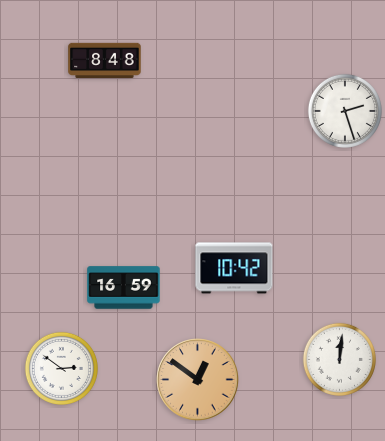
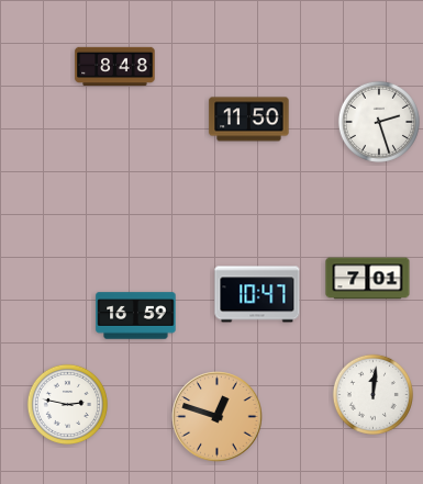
clock at (249, 120): none -> 11:50
clock at (368, 279): none -> 7:01
clock at (234, 268): 10:42 -> 10:47
clock at (61, 368): 2:51 -> 2:47
clock at (198, 380): 12:51 -> 12:48
